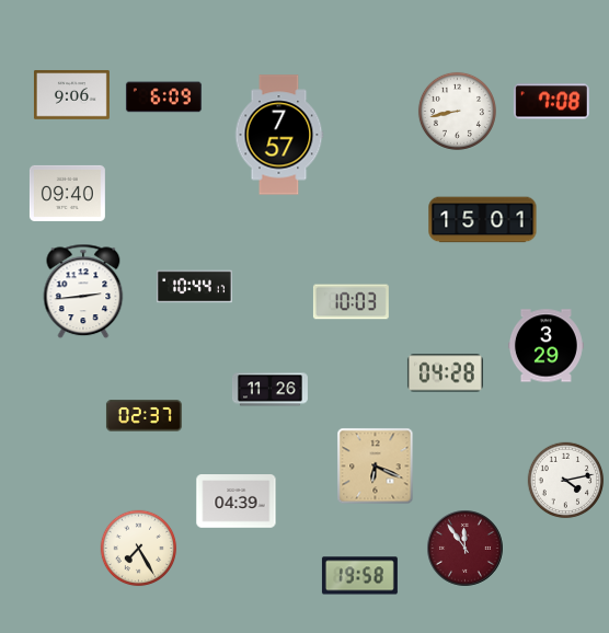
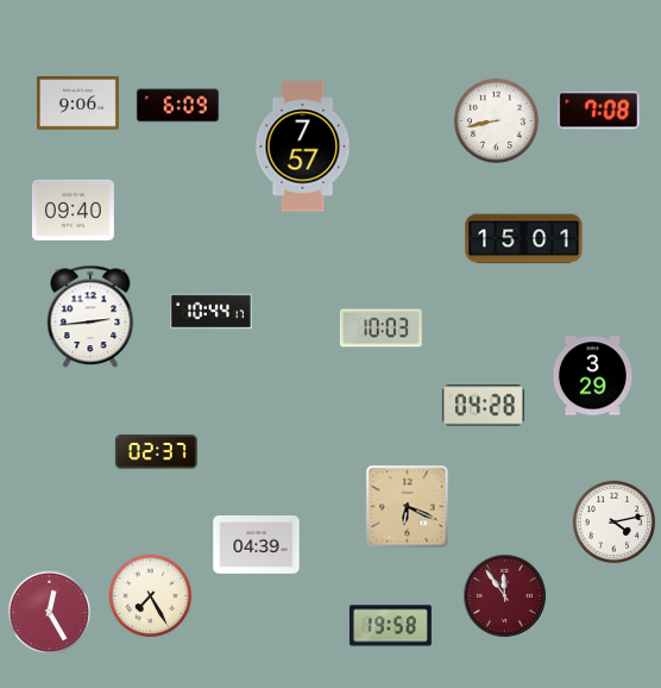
clock at (269, 390): 11:26 -> none
clock at (50, 613): none -> 12:25
